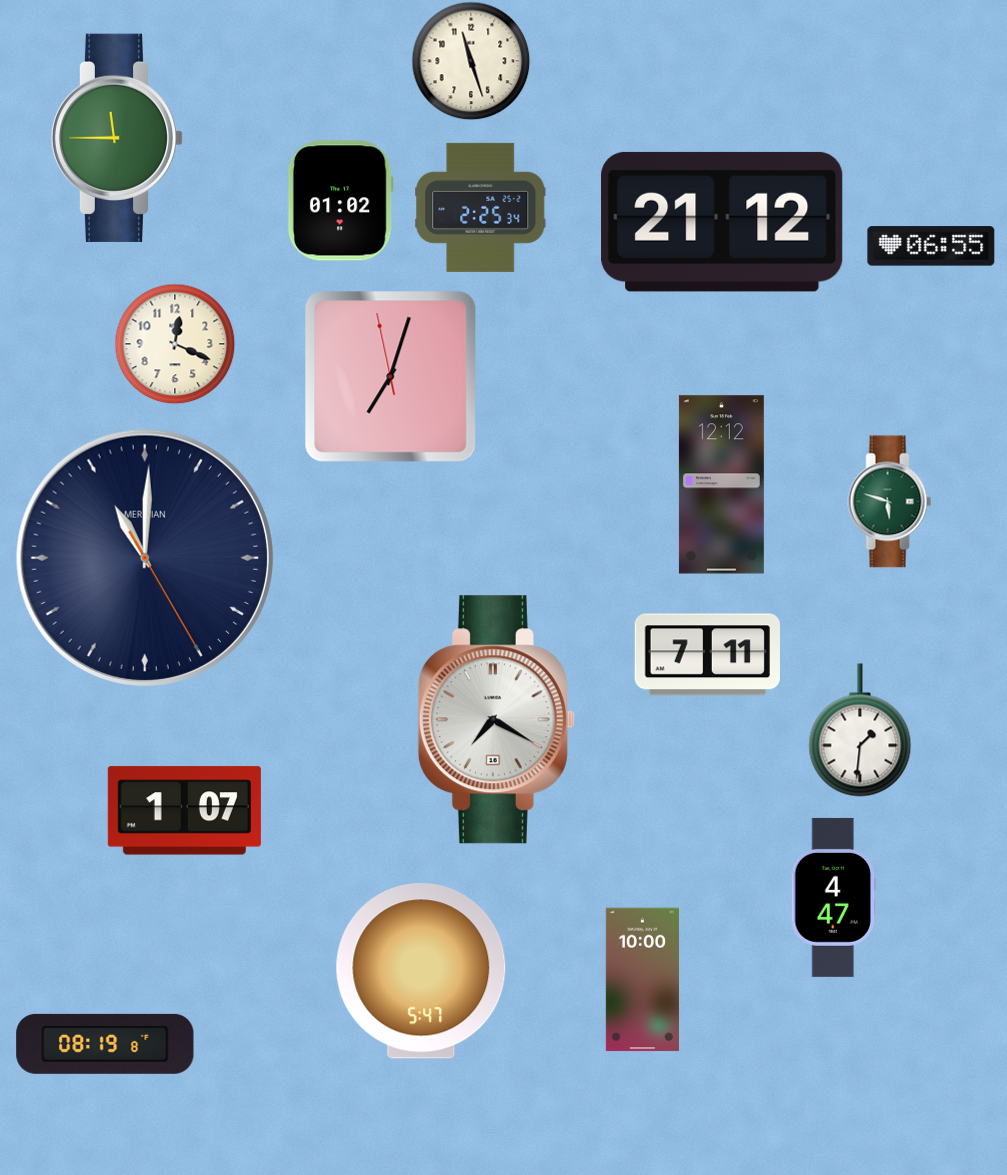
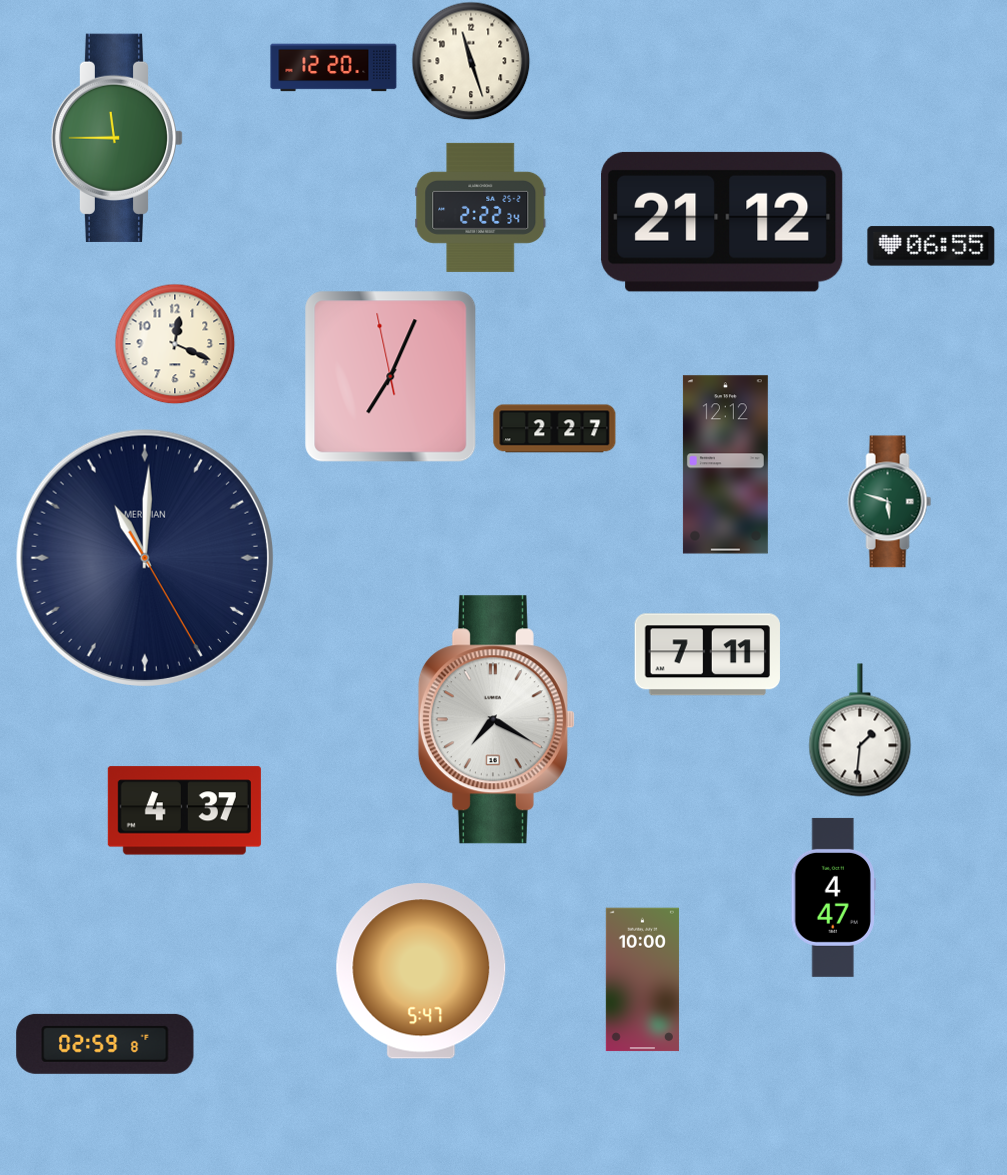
clock at (334, 68): none -> 12:20
clock at (340, 201): 01:02 -> none
clock at (481, 207): 2:25 -> 2:22
clock at (391, 377): 7:02 -> 7:03
clock at (555, 429): none -> 2:27
clock at (721, 485) position: (721, 485) -> (725, 465)
clock at (184, 811): 1:07 -> 4:37
clock at (105, 1044): 08:19 -> 02:59
